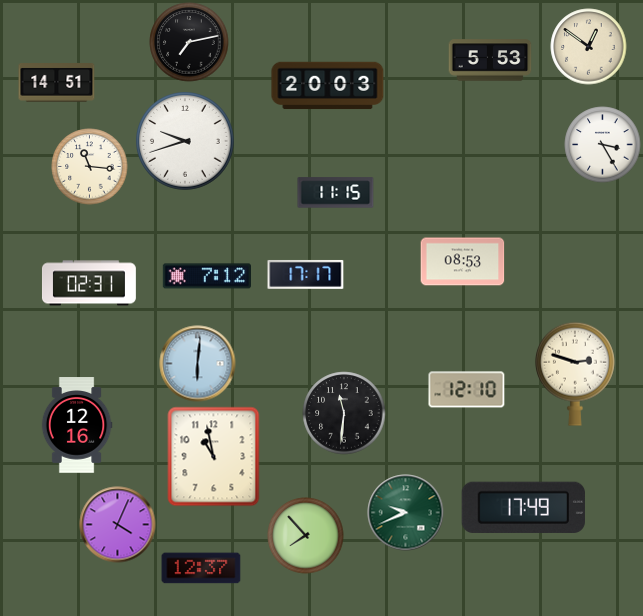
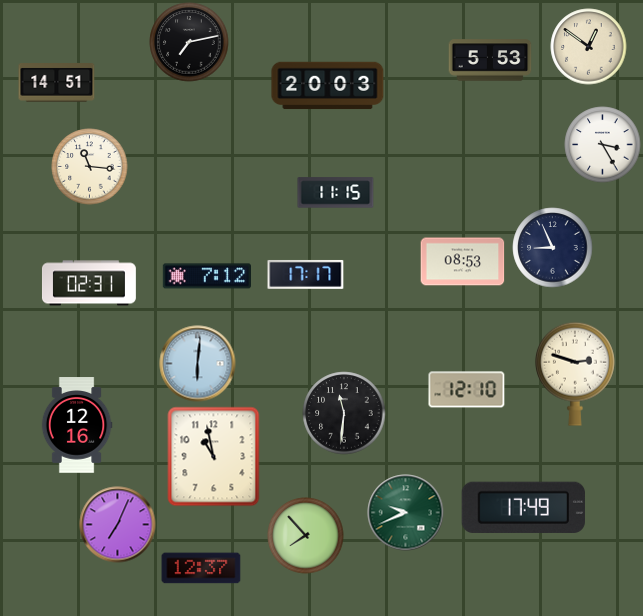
clock at (185, 141): 9:42 -> none
clock at (553, 248): none -> 8:56
clock at (118, 525): 4:04 -> 7:04
